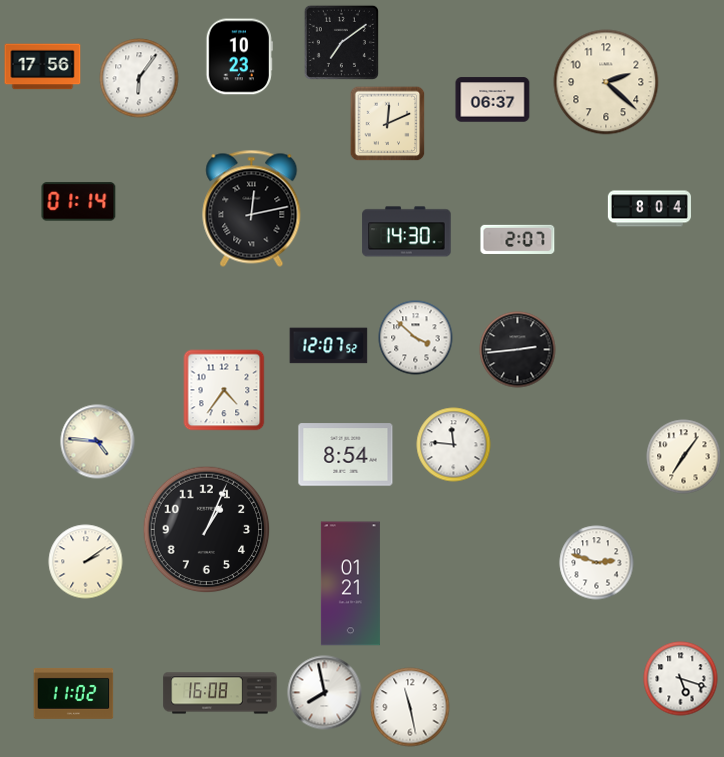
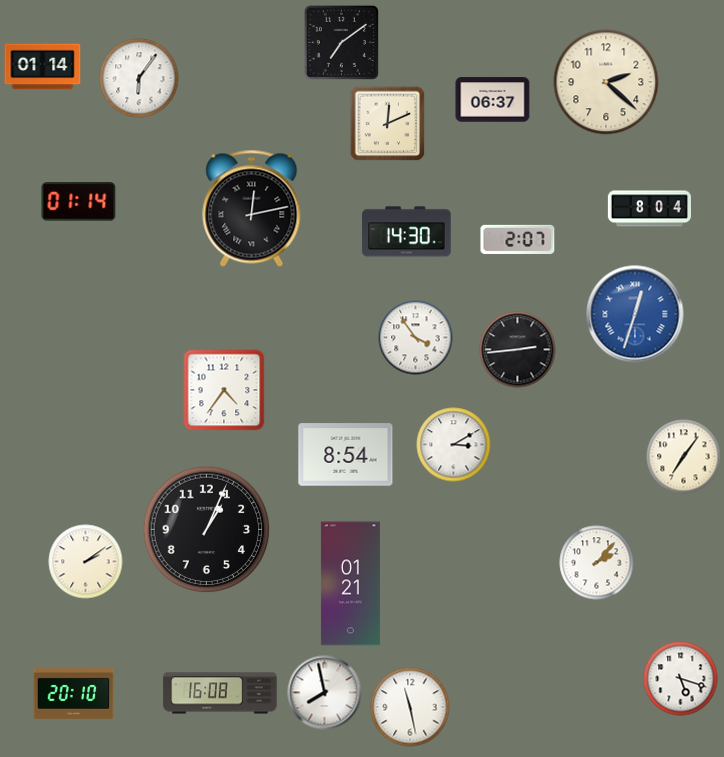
clock at (239, 57): 10:23 -> none
clock at (43, 67): 17:56 -> 01:14
clock at (635, 314): none -> 12:33
clock at (416, 338): 3:52 -> 3:54
clock at (329, 346): 12:07 -> none
clock at (98, 442): 4:46 -> none
clock at (454, 445): 11:46 -> 3:10
clock at (597, 563): 2:48 -> 2:07
clock at (74, 693): 11:02 -> 20:10
